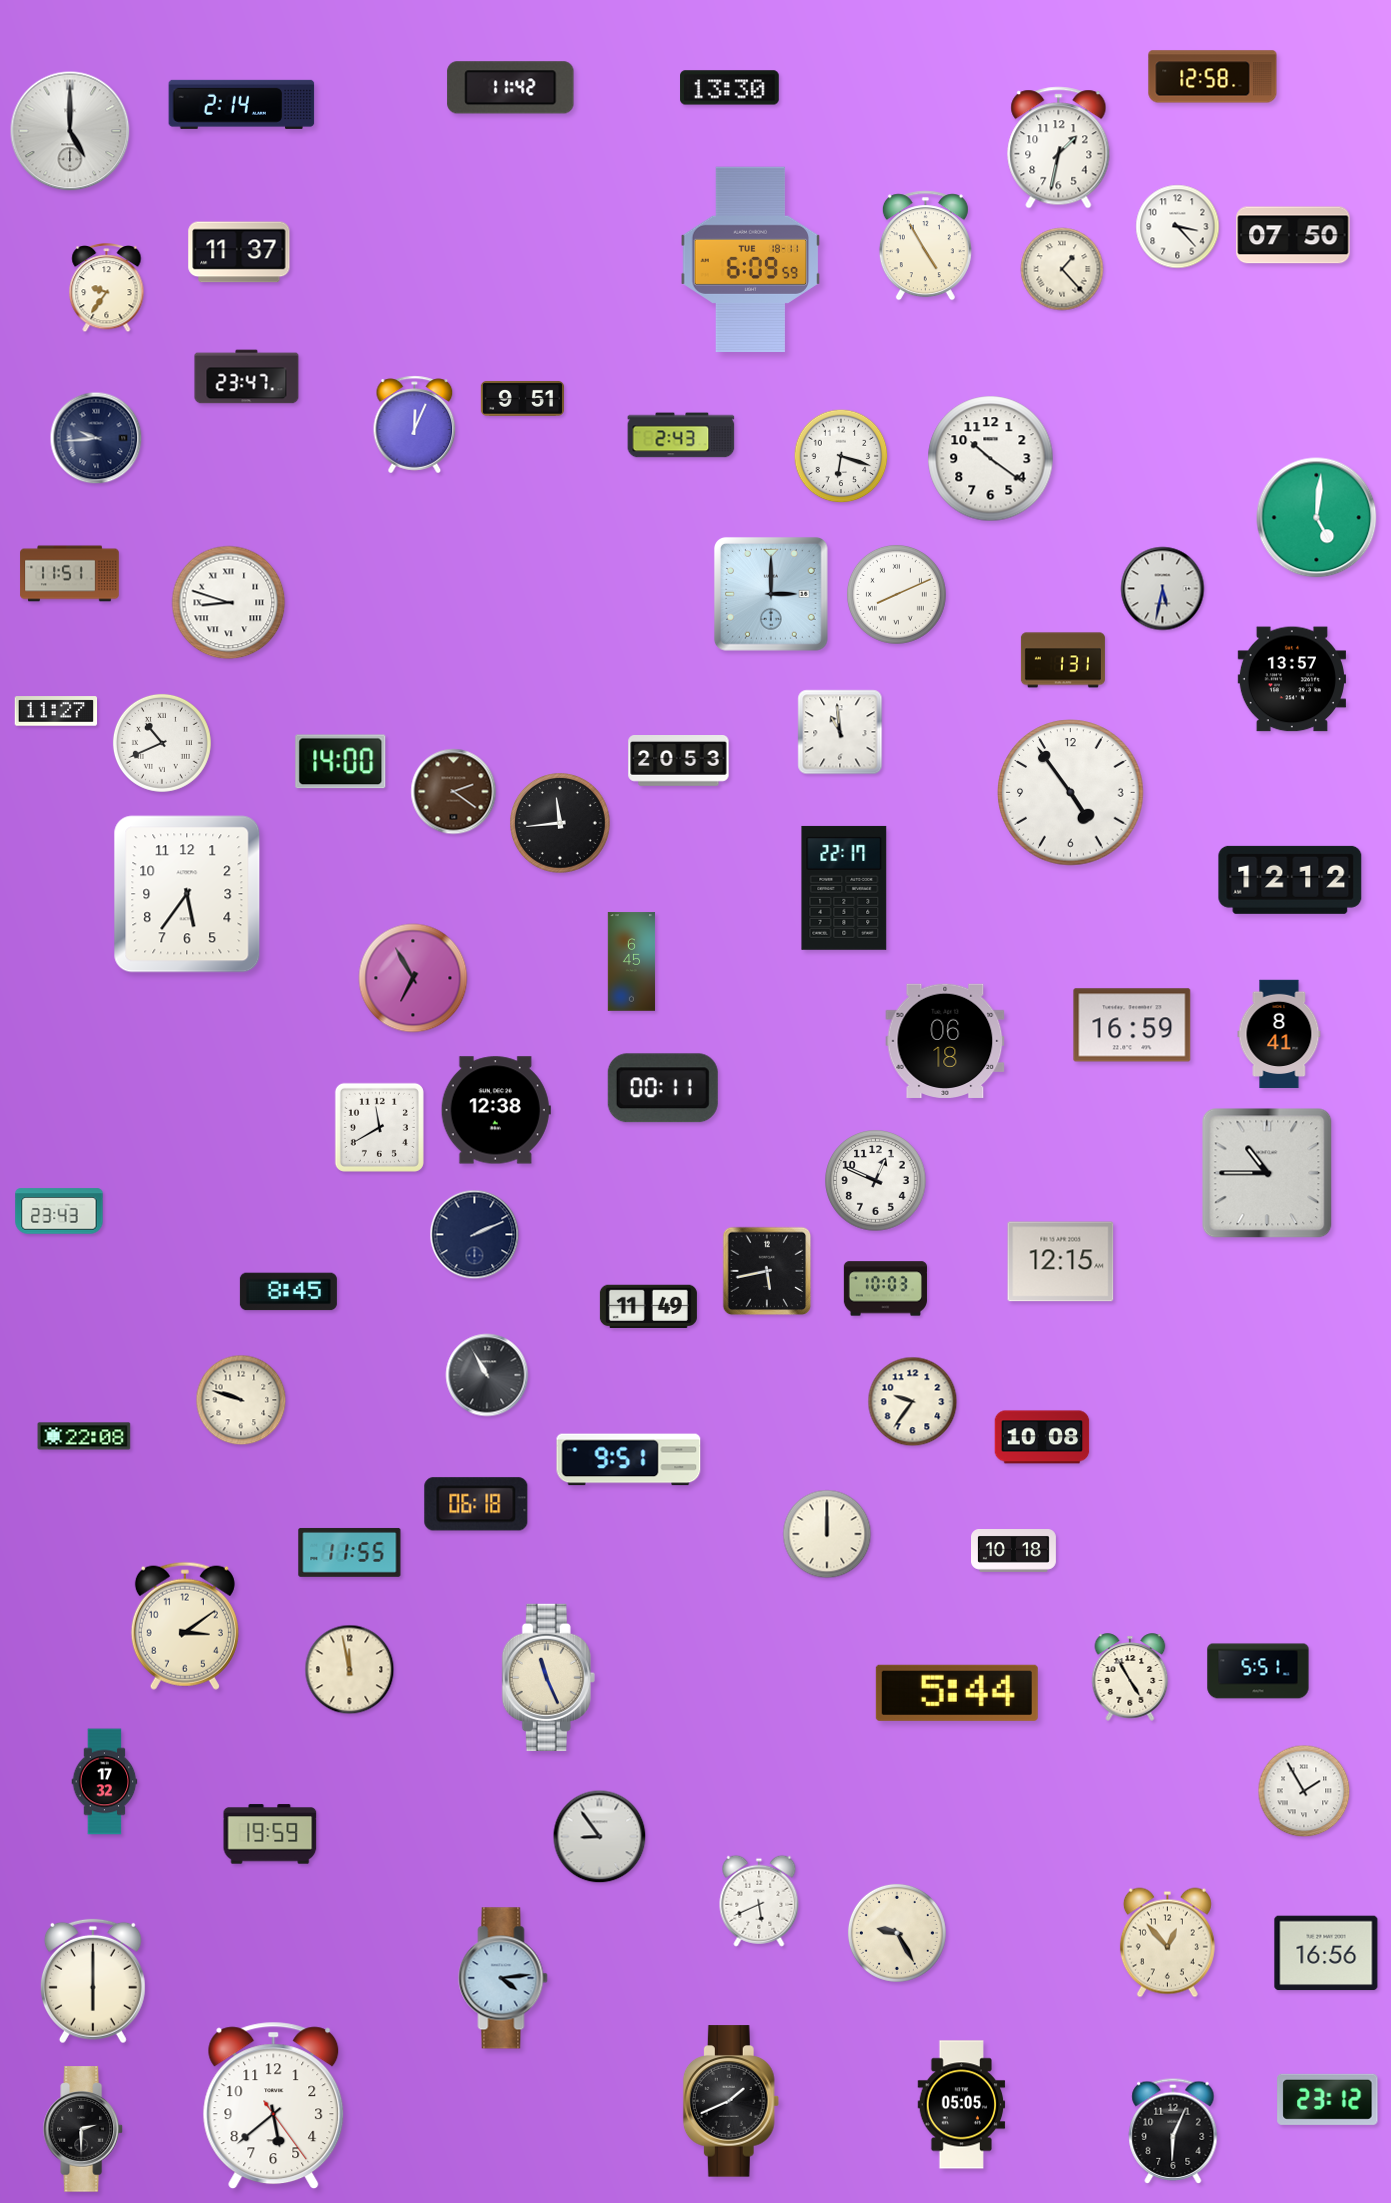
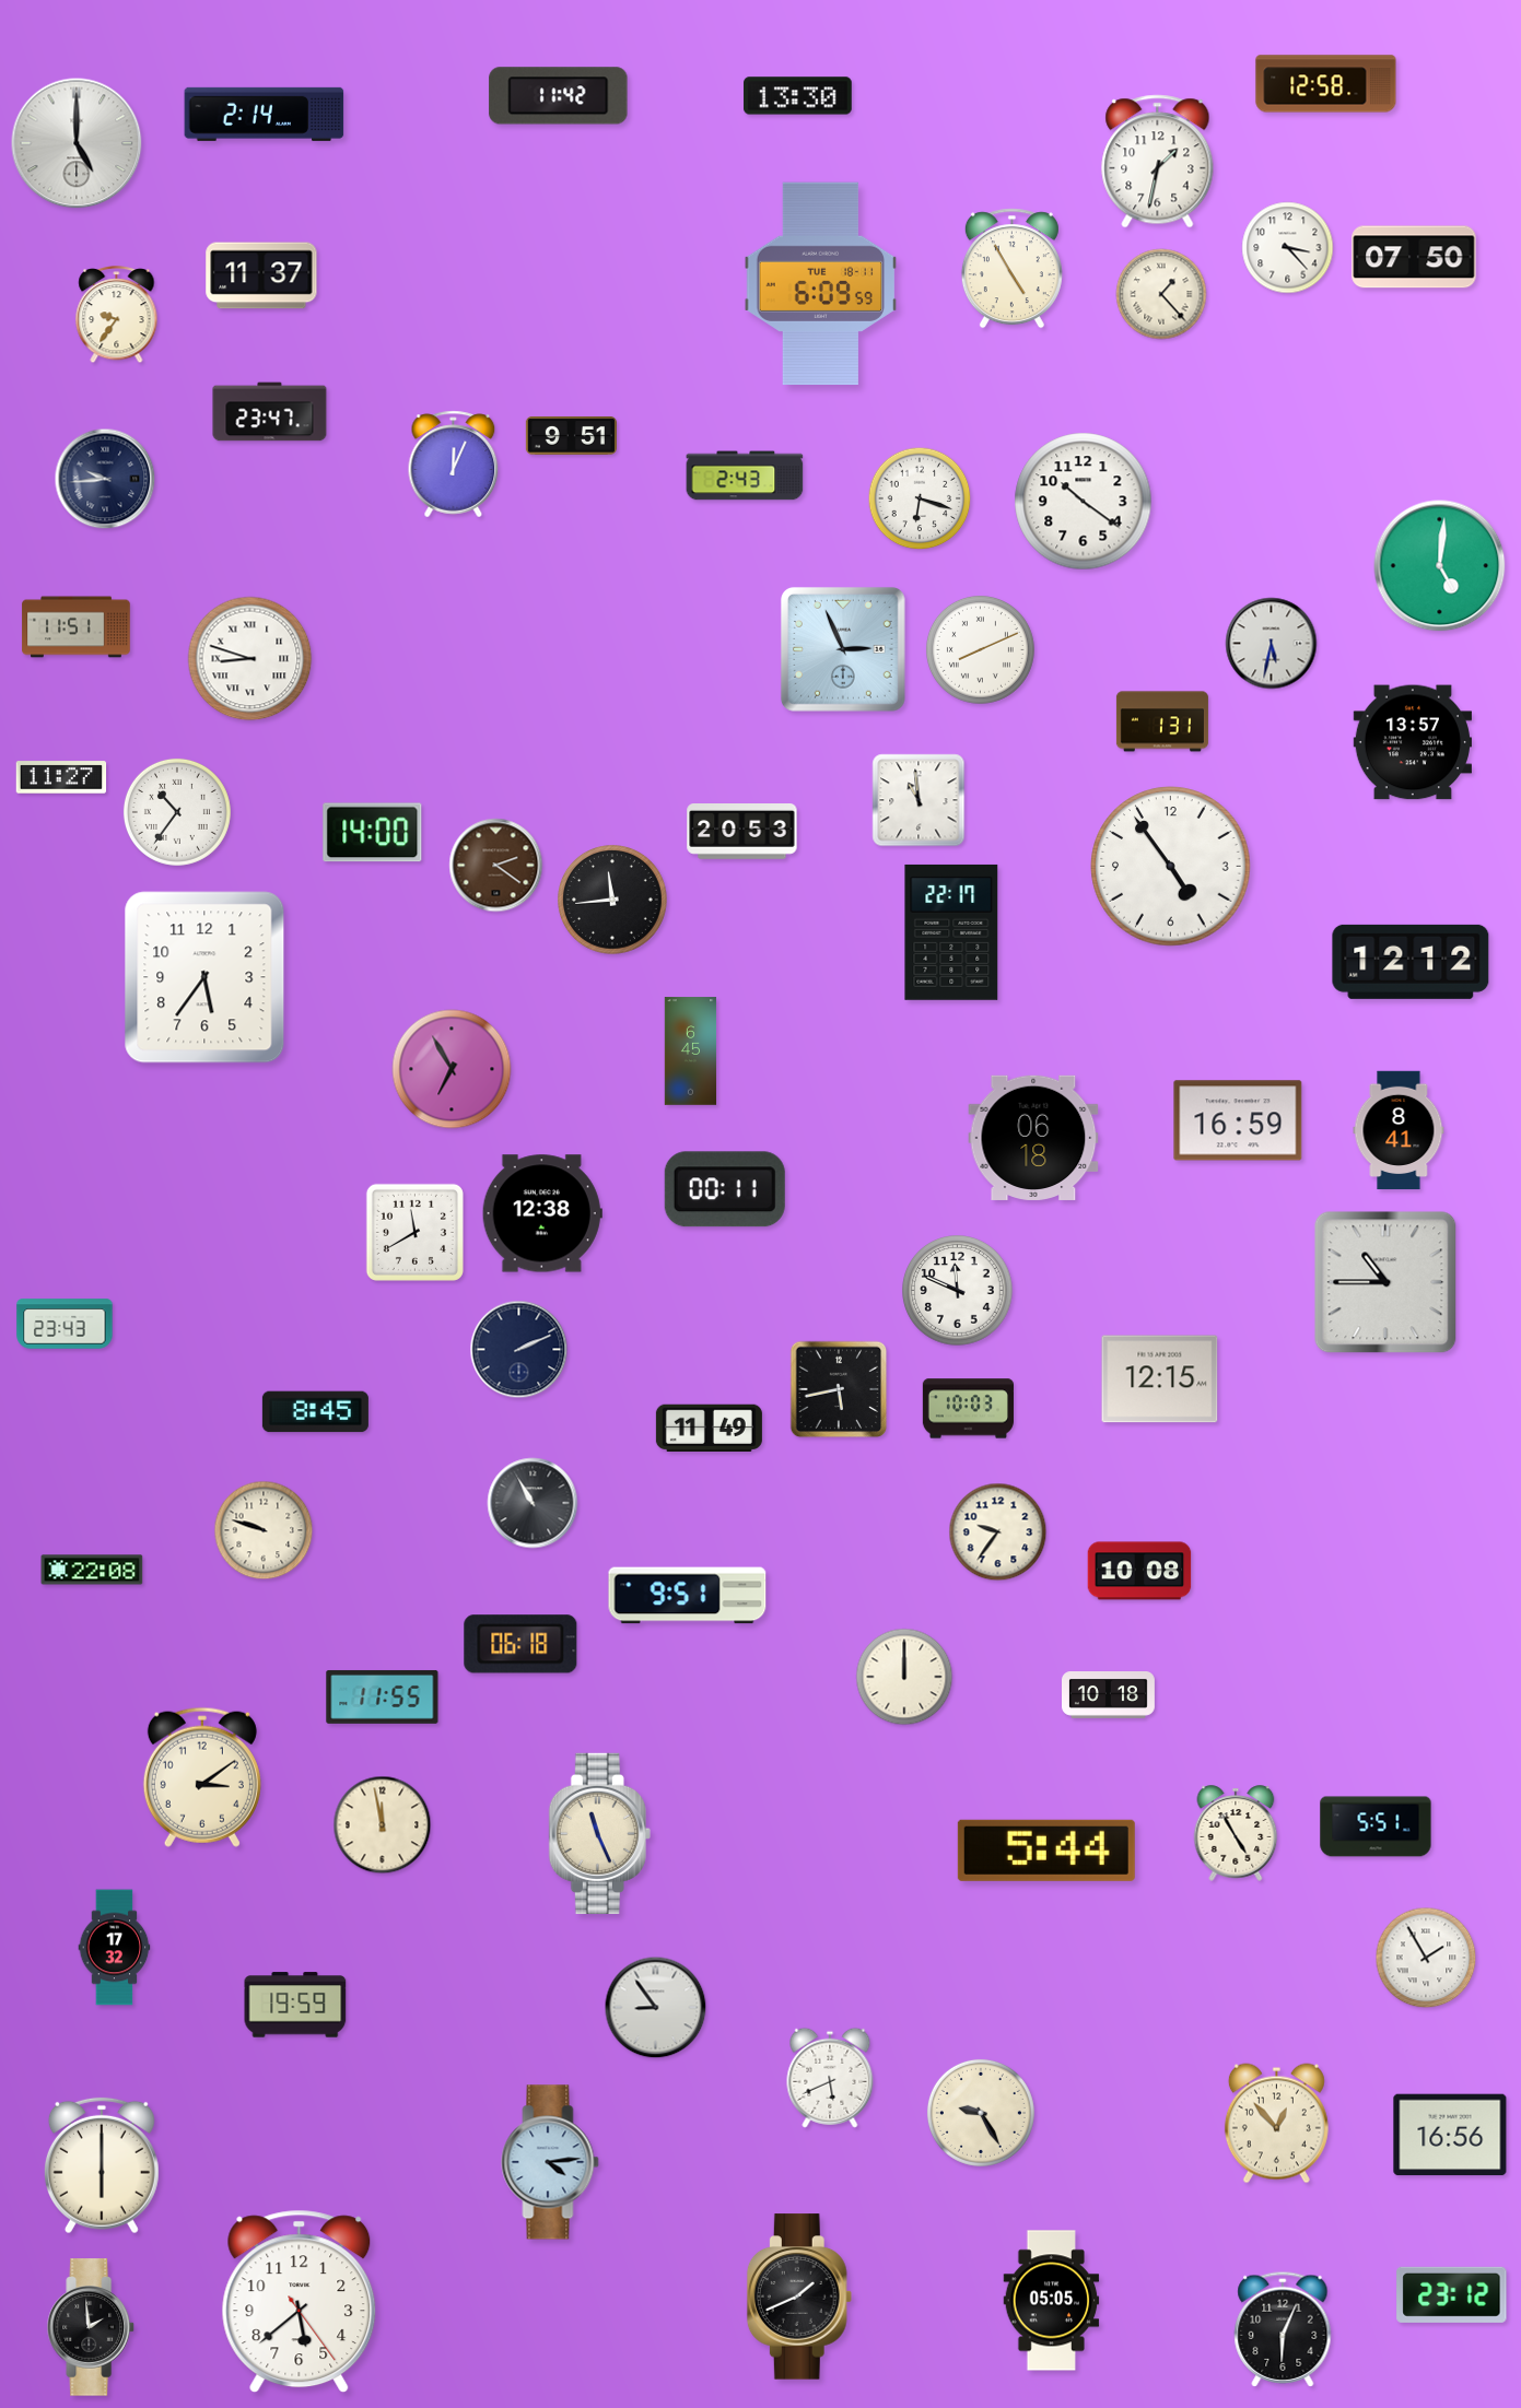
clock at (771, 594): 3:00 -> 2:56
clock at (162, 743): 10:41 -> 10:36
clock at (844, 888) position: (844, 888) -> (951, 932)
clock at (876, 1181): 12:49 -> 11:49
clock at (83, 2129): 2:30 -> 1:59
